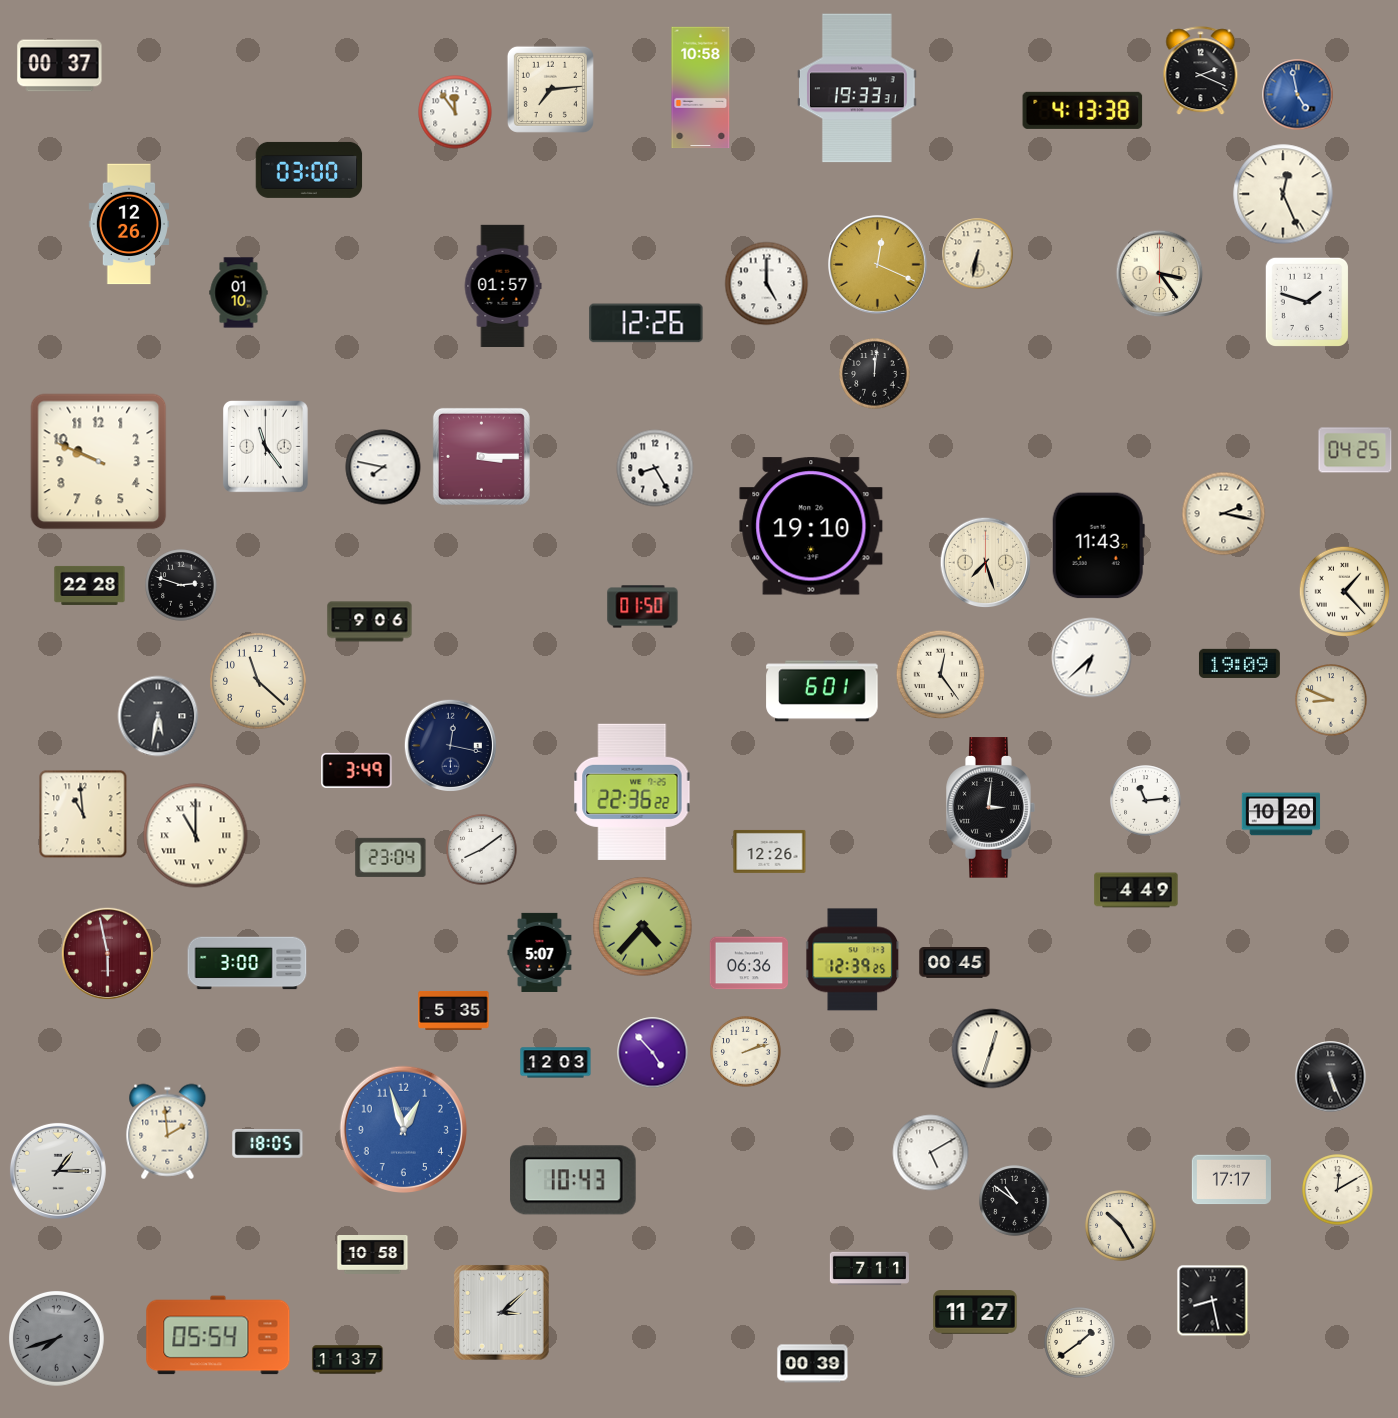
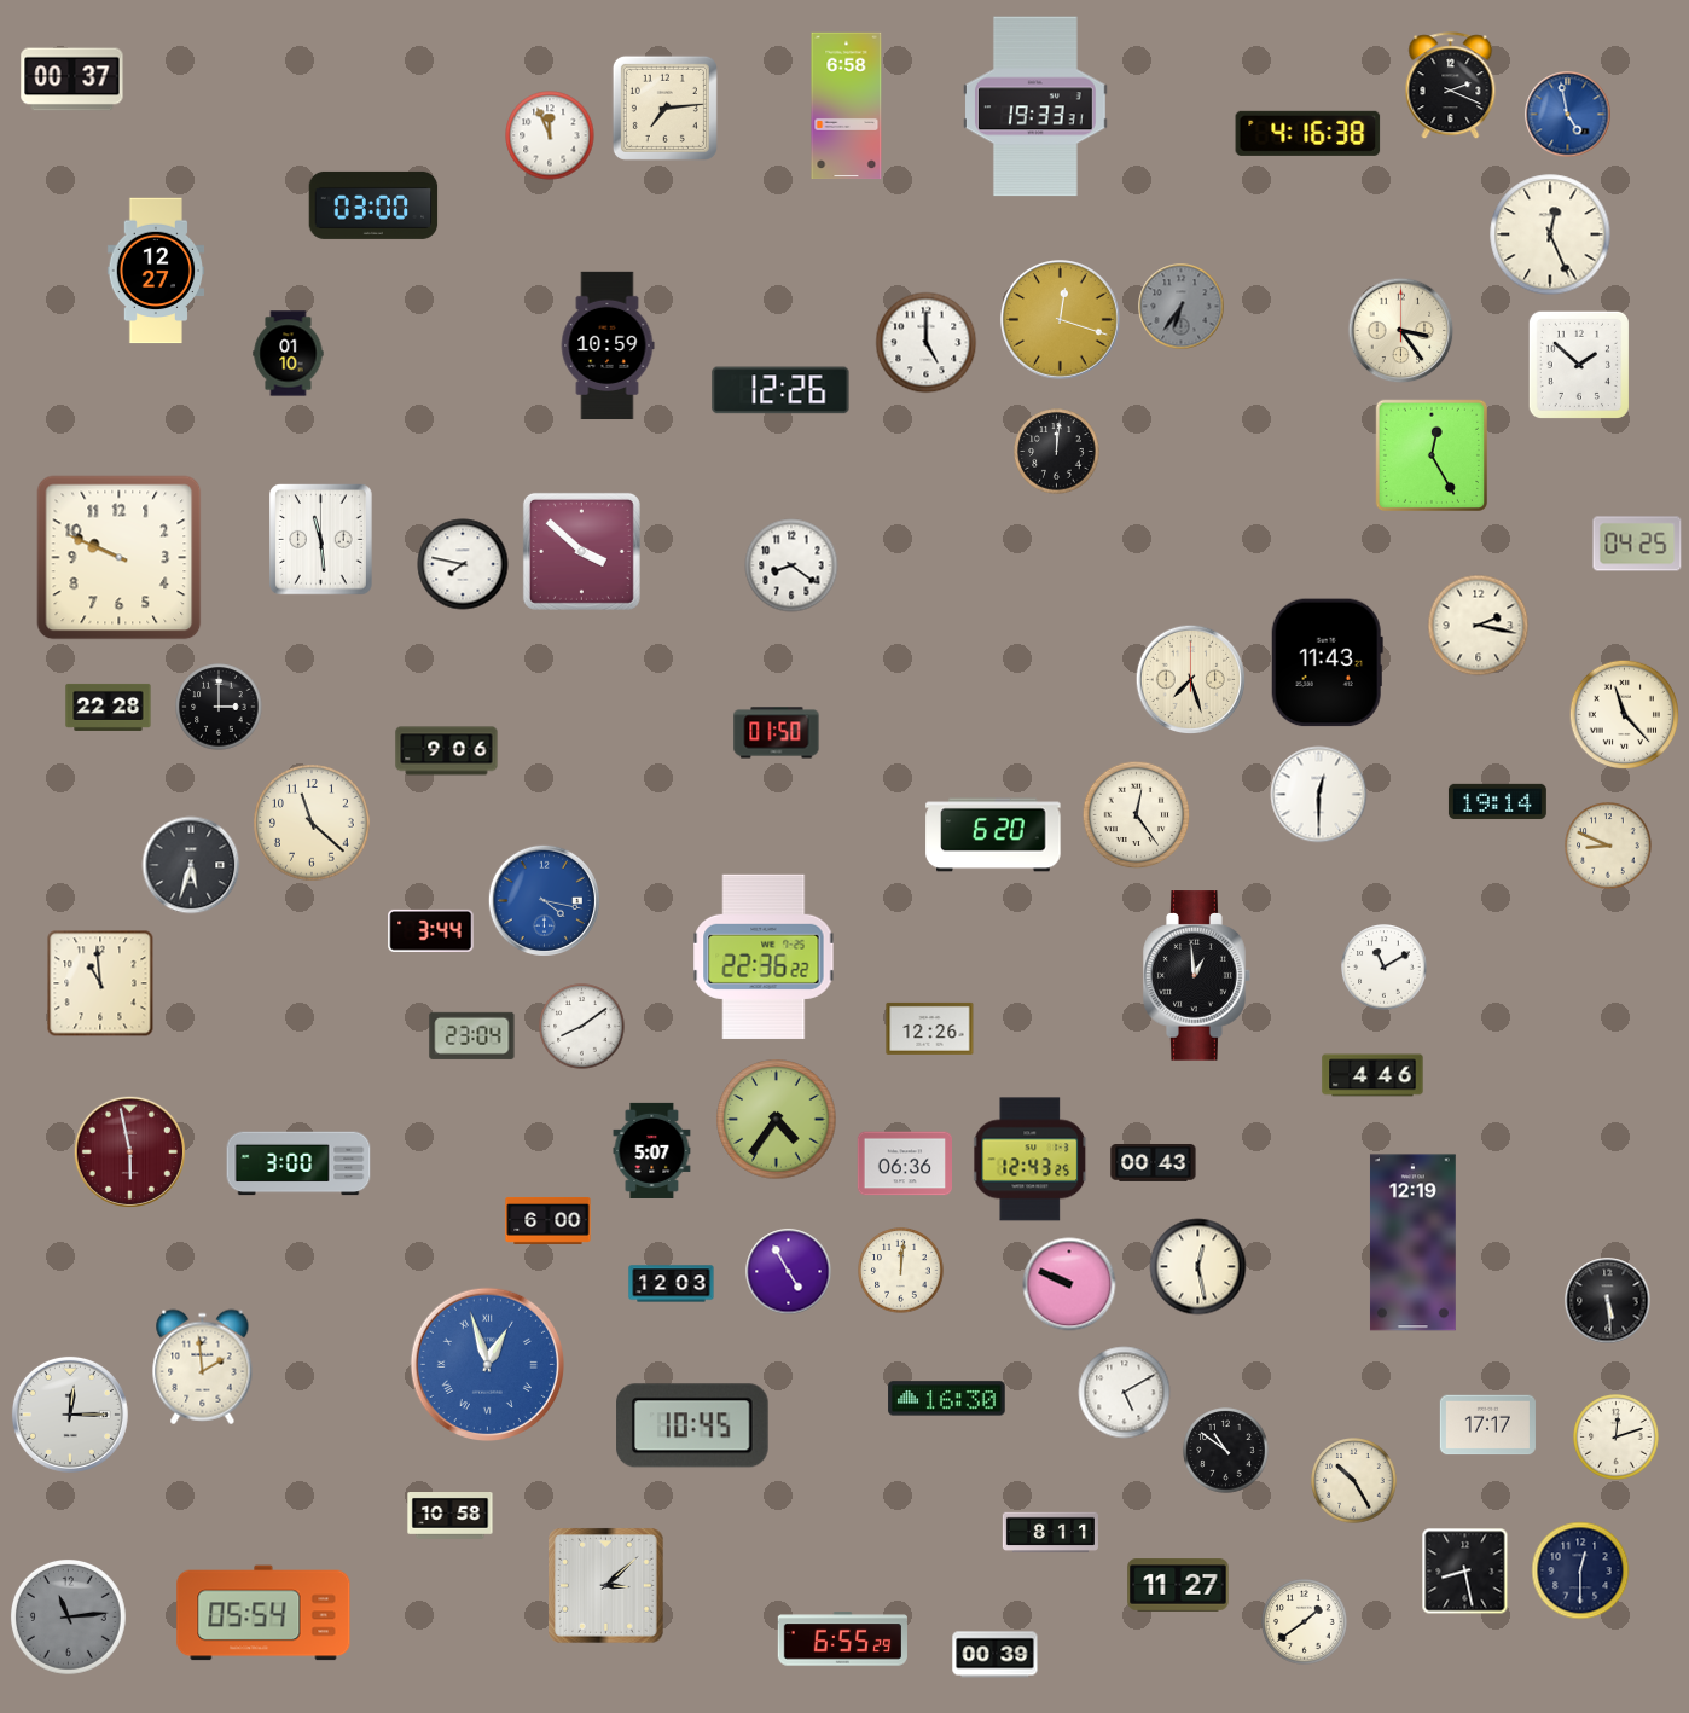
clock at (701, 88): 10:58 -> 6:58
clock at (1083, 110): 4:13 -> 4:16
clock at (455, 112): 11:54 -> 11:56
clock at (128, 224): 12:26 -> 12:27
clock at (978, 254): 6:32 -> 6:36
clock at (978, 254) dial: cream -> grey
clock at (878, 265): 12:19 -> 12:18
clock at (503, 285): 01:57 -> 10:59
clock at (1307, 302): 1:48 -> 1:52
clock at (1430, 454): none -> 12:25
clock at (266, 447): 11:24 -> 11:29
clock at (481, 456): 3:15 -> 3:52
clock at (655, 468): 8:25 -> 8:21
clock at (1224, 514) position: (1224, 514) -> (1479, 626)
clock at (811, 526): 19:10 -> none
clock at (1098, 546) position: (1098, 546) -> (1327, 663)
clock at (181, 585): 2:48 -> 3:00
clock at (1344, 591): 1:23 -> 11:23
clock at (1092, 658): 6:38 -> 12:30
clock at (1239, 663): 19:09 -> 19:14
clock at (822, 691): 6:01 -> 6:20
clock at (158, 716): 5:32 -> 5:33
clock at (450, 745): 12:17 -> 4:17
clock at (450, 745) dial: navy -> blue
clock at (357, 770): 3:49 -> 3:44
clock at (1146, 801): 11:14 -> 11:10
clock at (991, 808): 3:01 -> 12:59
clock at (1281, 814): 10:20 -> none
clock at (196, 836): 11:00 -> none
clock at (1136, 890): 4:49 -> 4:46
clock at (643, 927): 4:37 -> 4:36
clock at (853, 960): 12:39 -> 12:43
clock at (955, 963): 00:45 -> 00:43
clock at (454, 1010): 5:35 -> 6:00
clock at (1412, 1243): none -> 12:19
clock at (992, 1049): 12:33 -> 12:28
clock at (746, 1052): 2:12 -> 12:01
clock at (653, 1053): 4:53 -> 4:55
clock at (1069, 1284): none -> 9:49
clock at (1331, 1077): 5:26 -> 5:29
clock at (403, 1129) numerals: Arabic -> Roman
clock at (268, 1143): 18:05 -> none
clock at (947, 1399): none -> 16:30
clock at (58, 1171): 1:15 -> 12:15
clock at (574, 1180): 10:43 -> 10:45
clock at (1338, 1190): 12:10 -> 12:12
clock at (869, 1269): 7:11 -> 8:11
clock at (1580, 1570): none -> 12:30
clock at (57, 1339): 7:42 -> 11:14
clock at (842, 1639): none -> 6:55
clock at (348, 1360): 11:37 -> none
clock at (813, 1364) position: (813, 1364) -> (996, 1655)
